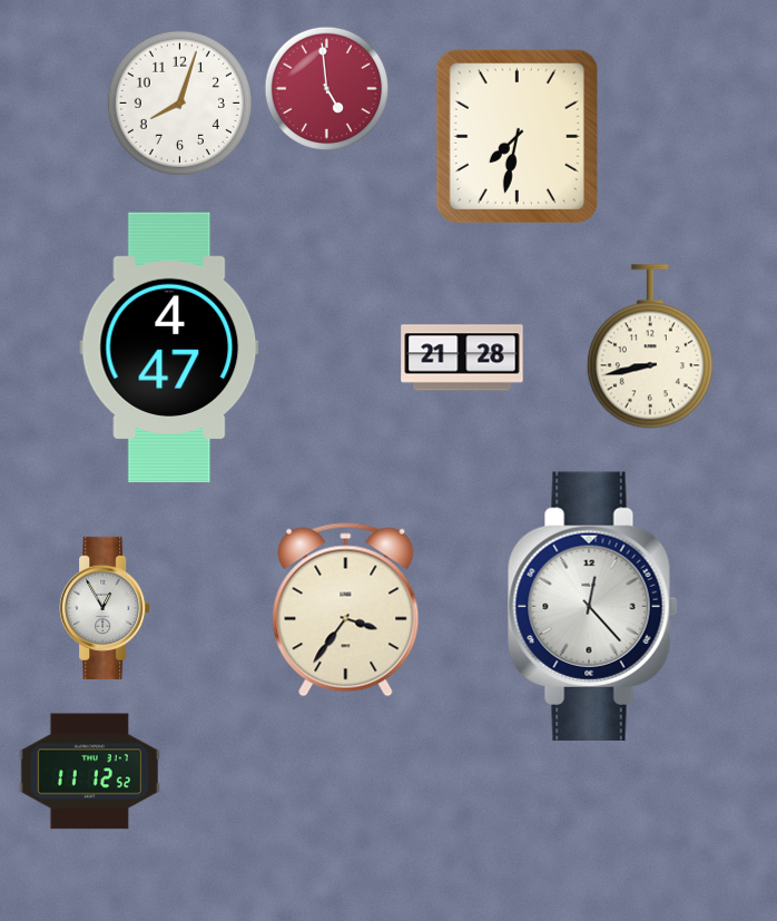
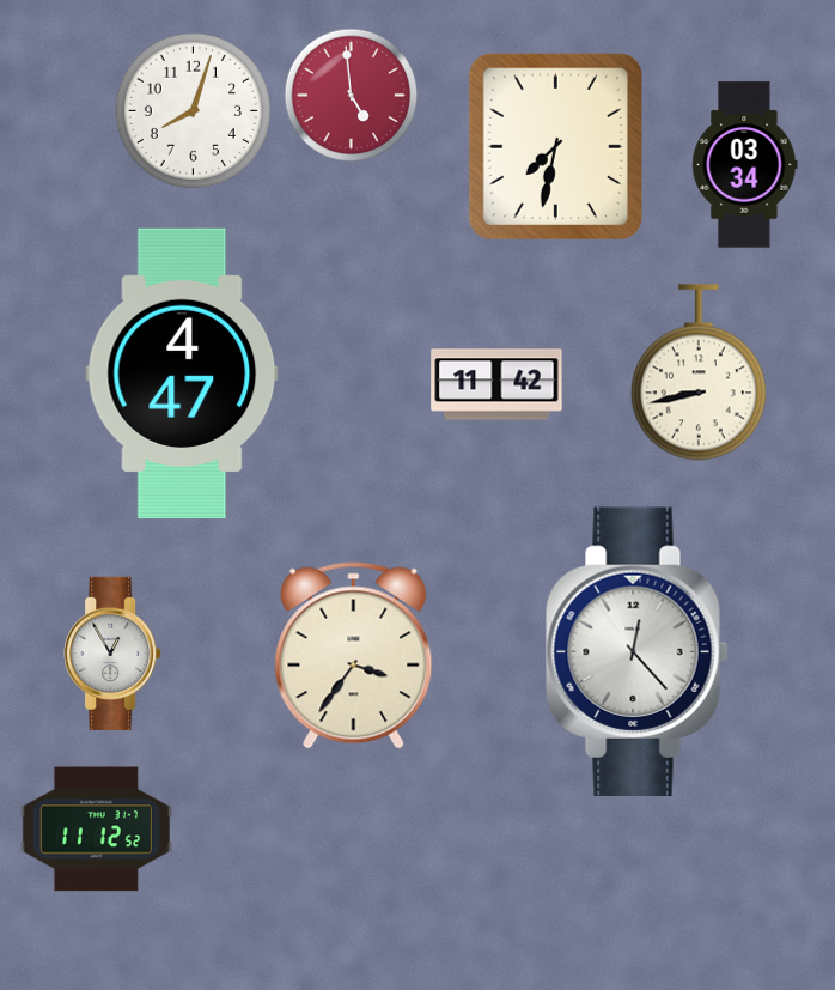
clock at (745, 165): none -> 03:34
clock at (462, 357): 21:28 -> 11:42
clock at (346, 610) position: (346, 610) -> (354, 656)
